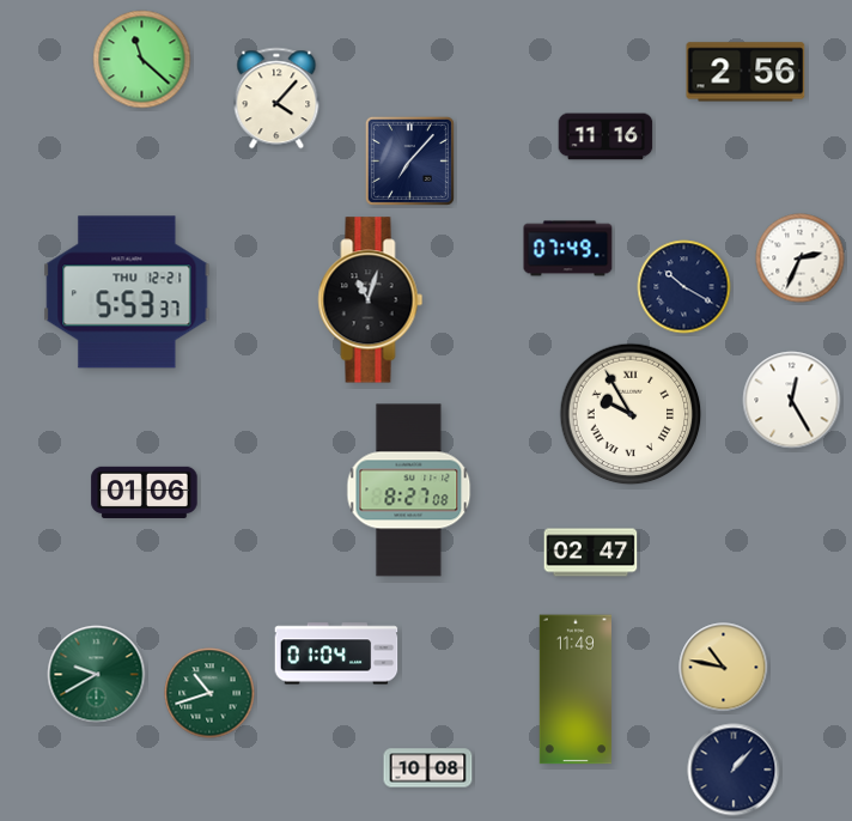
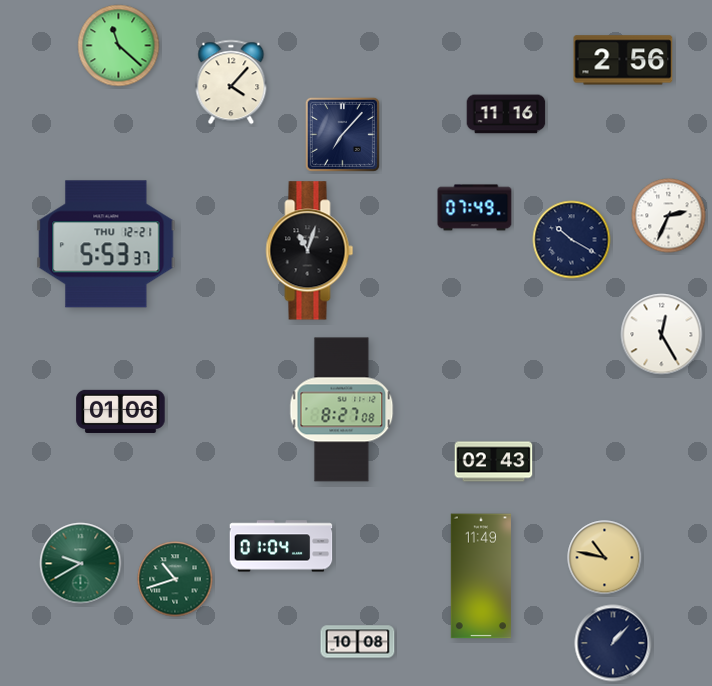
clock at (142, 60) position: (142, 60) -> (119, 46)
clock at (631, 414): 9:55 -> none
clock at (591, 553): 02:47 -> 02:43
